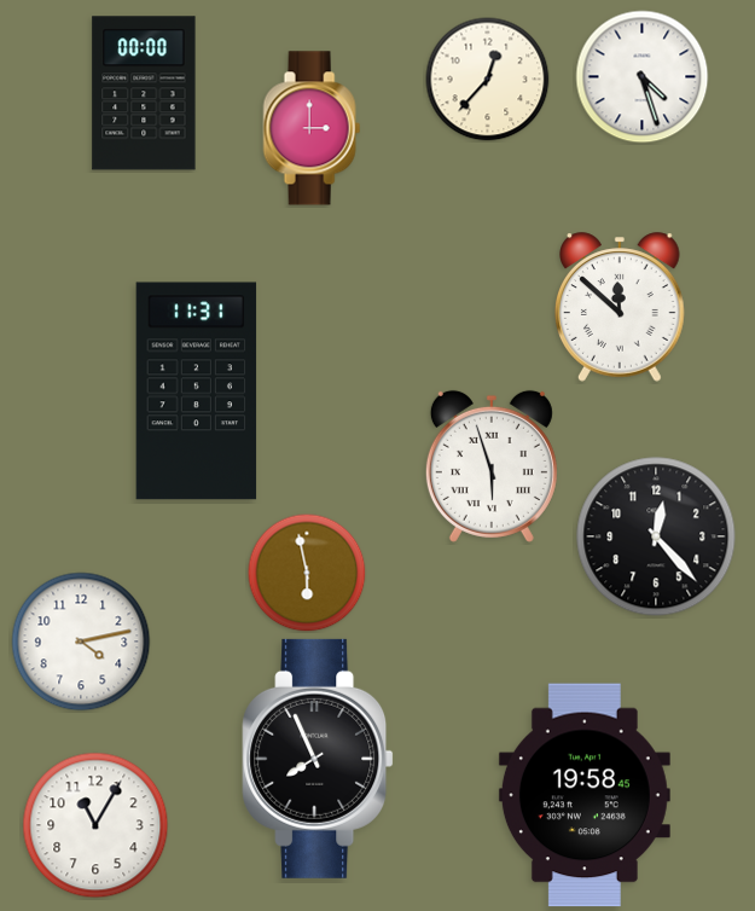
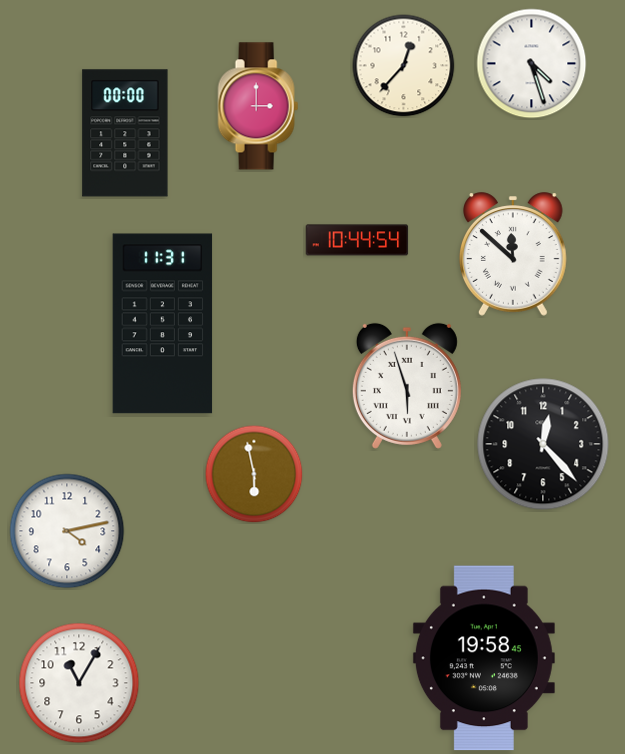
clock at (144, 93) position: (144, 93) -> (125, 133)
clock at (357, 240): none -> 10:44
clock at (318, 759): 7:56 -> none
